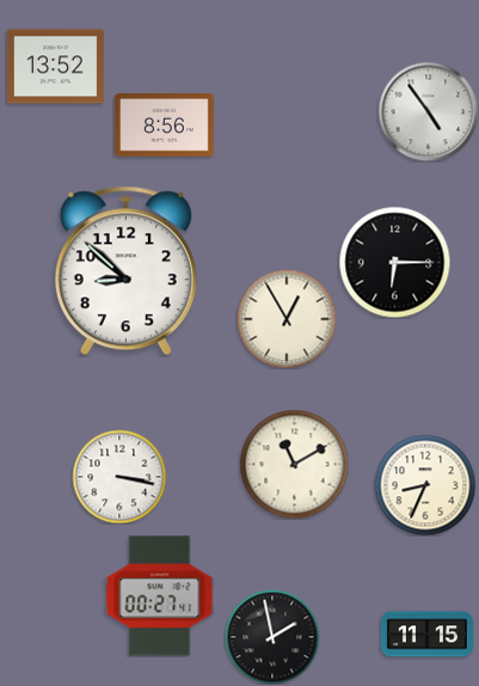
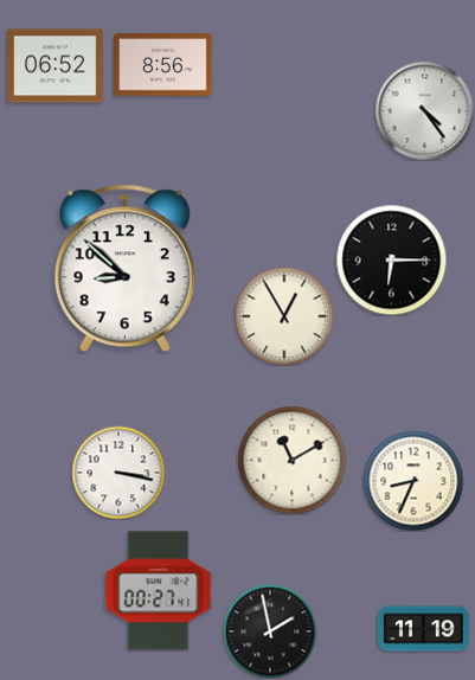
clock at (56, 67): 13:52 -> 06:52
clock at (428, 111): 4:54 -> 4:24
clock at (165, 125) position: (165, 125) -> (163, 65)
clock at (425, 485) position: (425, 485) -> (413, 481)
clock at (426, 635): 11:15 -> 11:19
